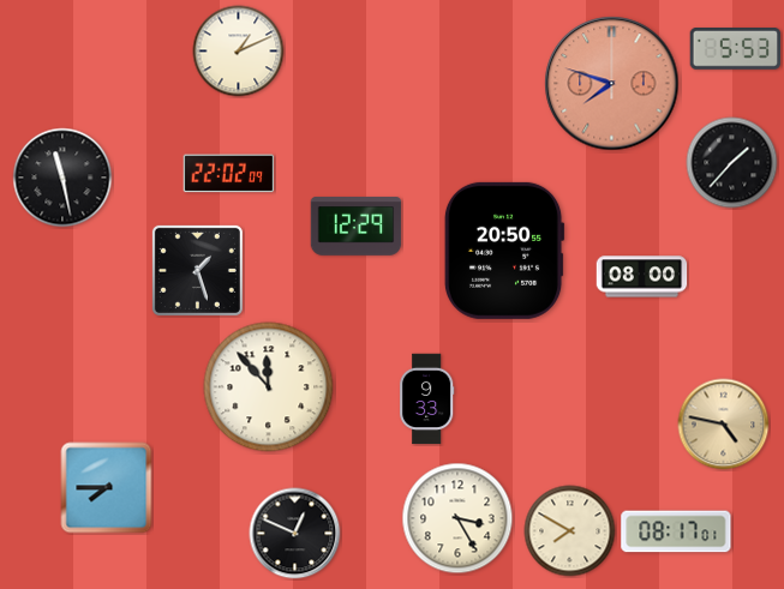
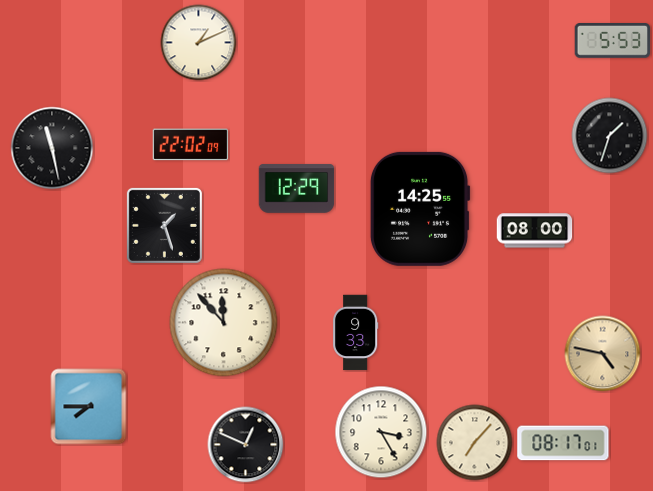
clock at (612, 84): 7:48 -> none
clock at (732, 163): 1:37 -> 1:33
clock at (504, 251): 20:50 -> 14:25
clock at (570, 531): 7:50 -> 7:07
